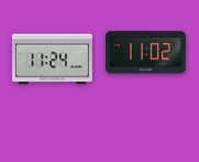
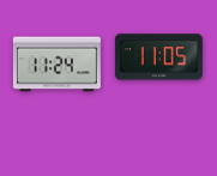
clock at (145, 53): 11:02 -> 11:05
